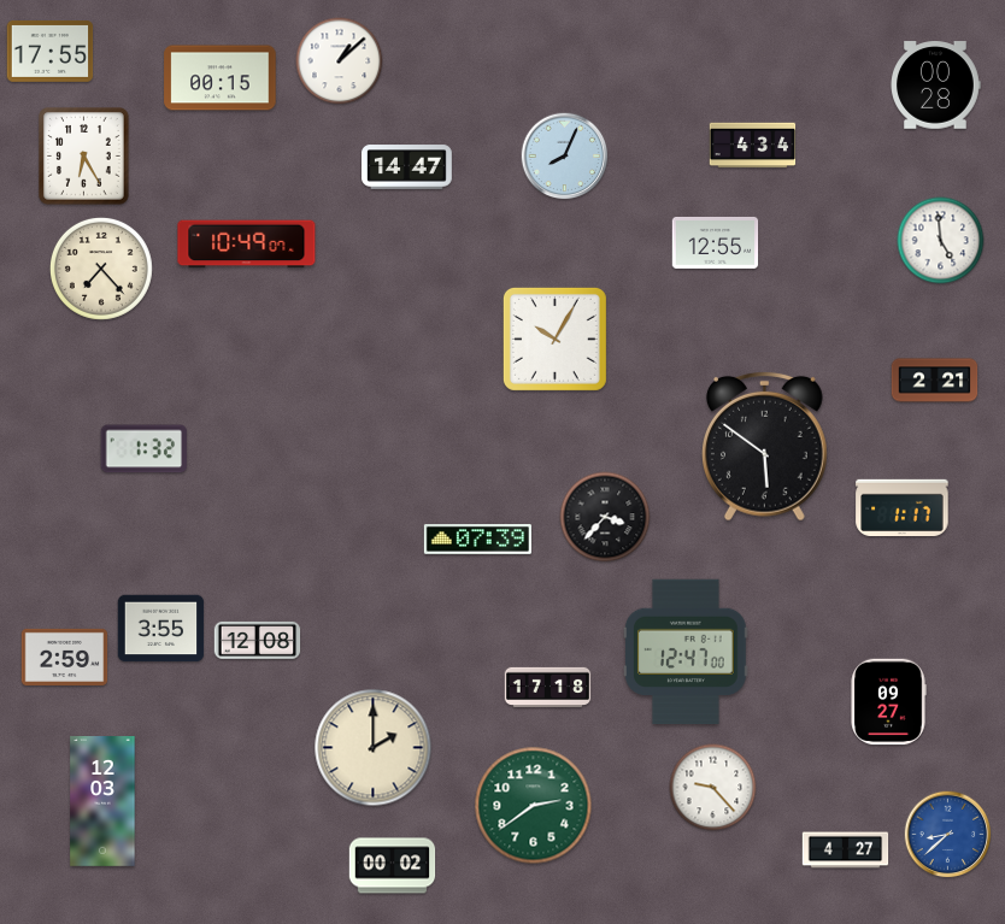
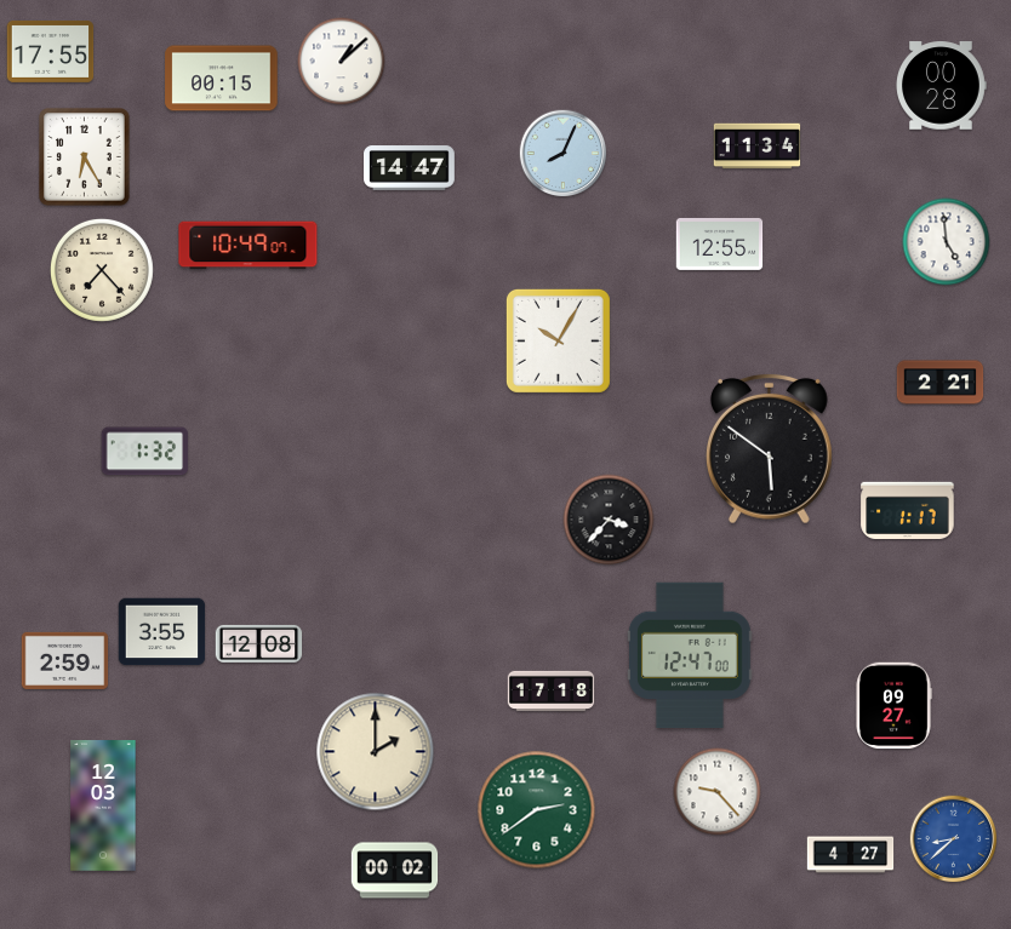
clock at (753, 146): 4:34 -> 11:34
clock at (565, 157) position: (565, 157) -> (564, 154)
clock at (477, 540): 07:39 -> none
